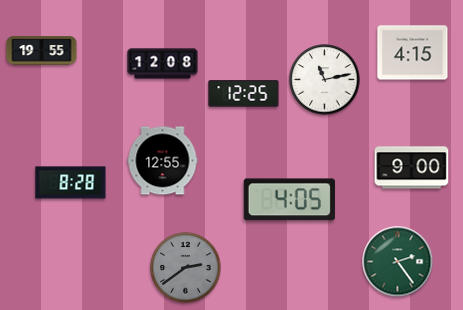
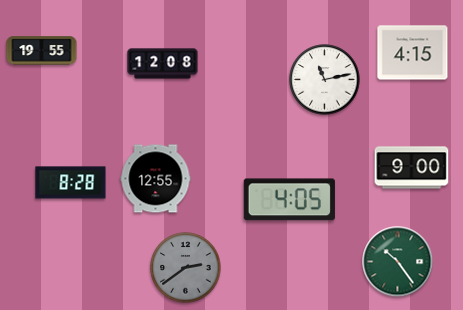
clock at (244, 94): 12:25 -> none
clock at (163, 161) position: (163, 161) -> (156, 179)
clock at (398, 262): 2:24 -> 10:24
